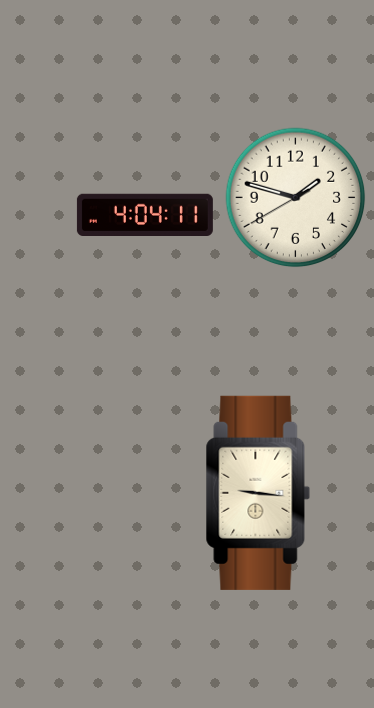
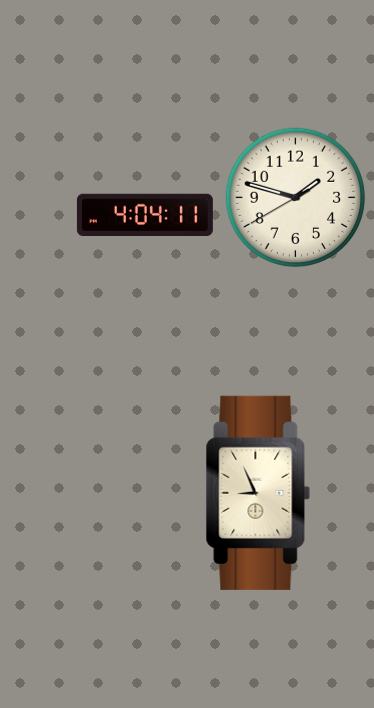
clock at (258, 493): 9:16 -> 8:56
